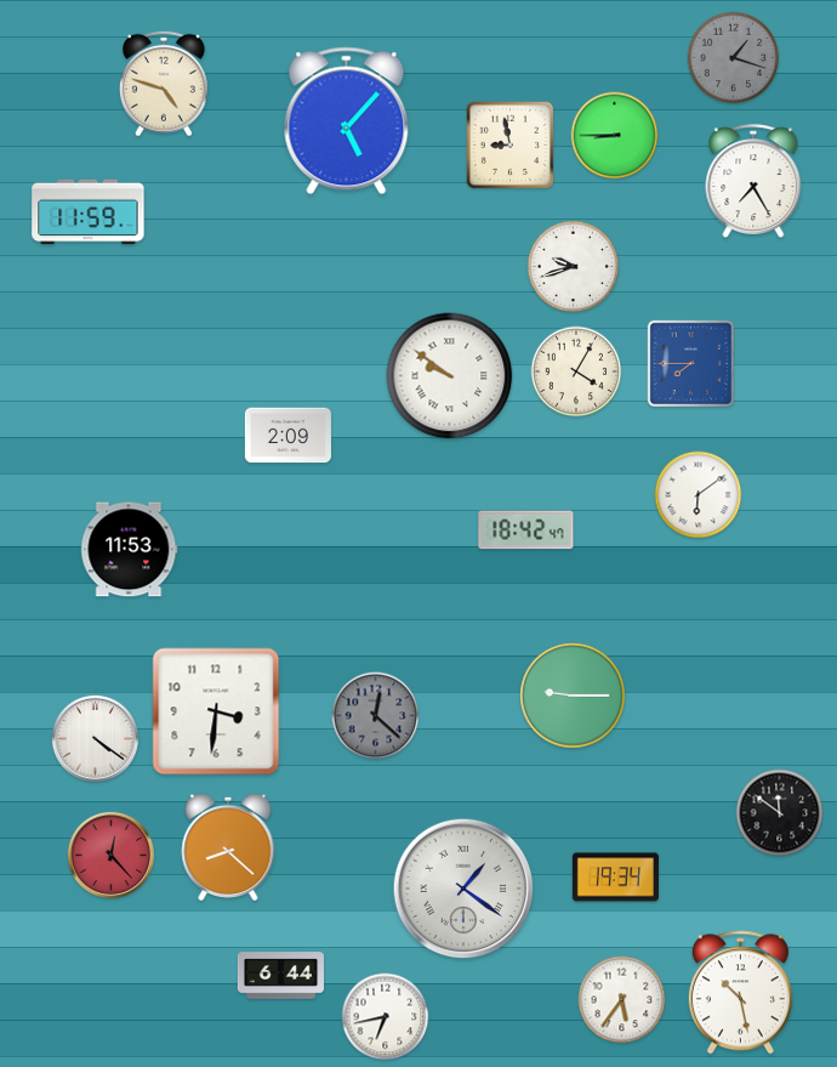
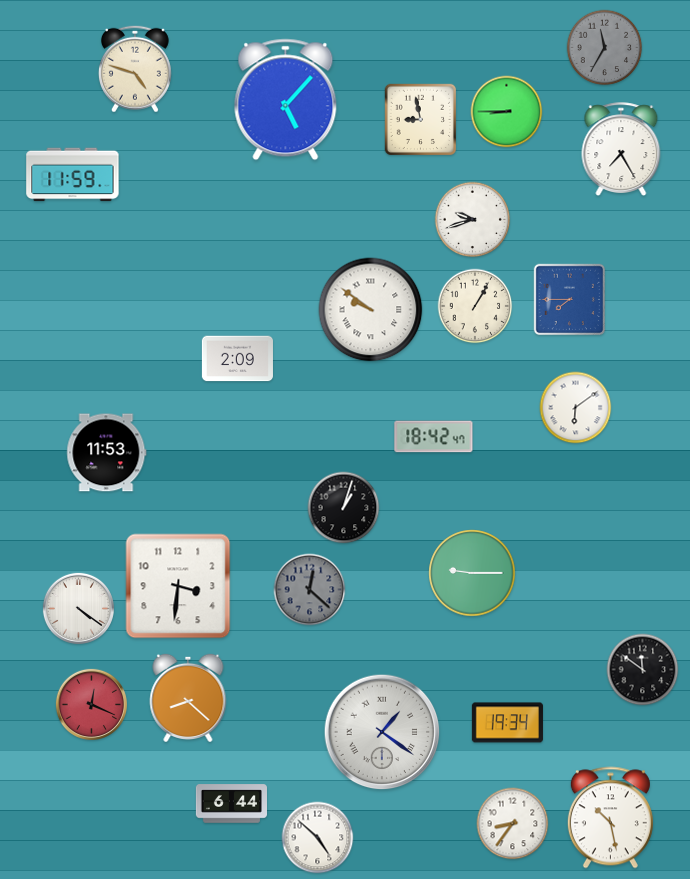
clock at (734, 58): 1:18 -> 11:35
clock at (576, 371): 4:05 -> 1:05
clock at (344, 508): none -> 1:03
clock at (110, 855): 12:23 -> 12:19
clock at (622, 1000): 5:36 -> 8:36
clock at (386, 1017): 6:43 -> 4:52
